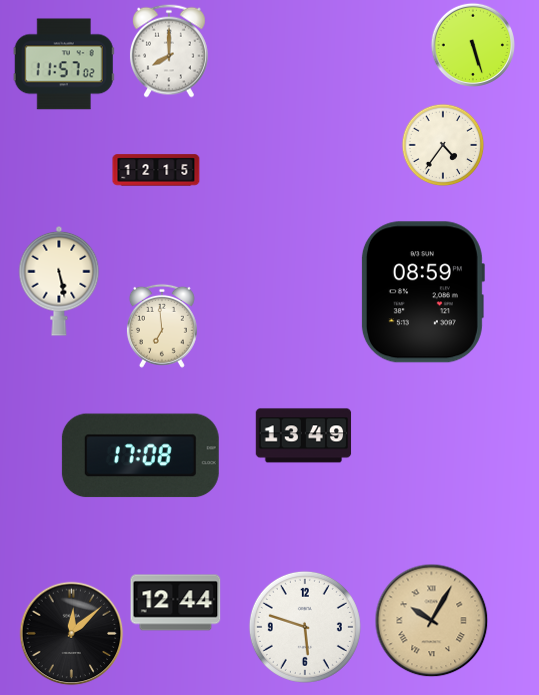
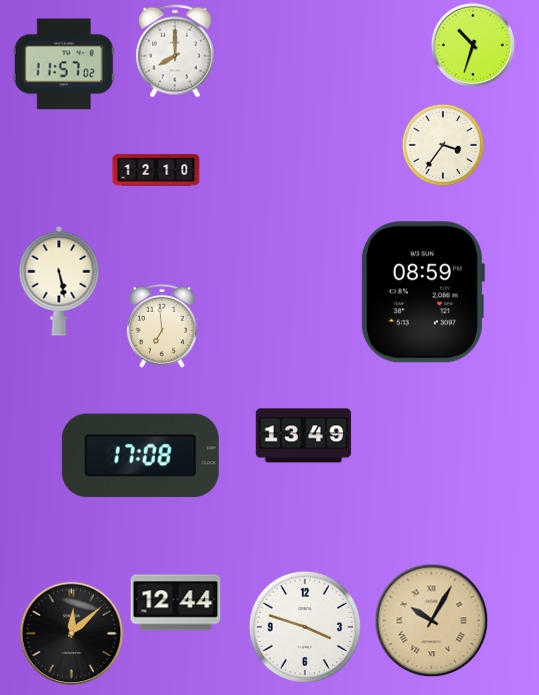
clock at (473, 45): 5:27 -> 10:33
clock at (169, 51) position: (169, 51) -> (175, 51)
clock at (443, 145): 4:36 -> 3:36
clock at (156, 170): 12:15 -> 12:10
clock at (305, 627): 5:48 -> 3:48
